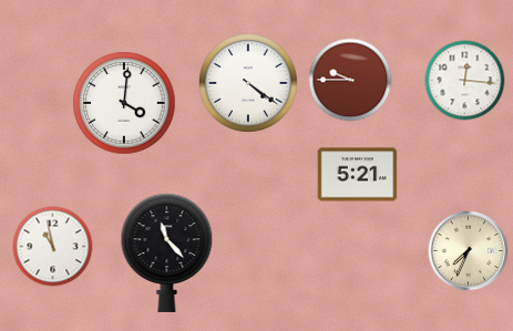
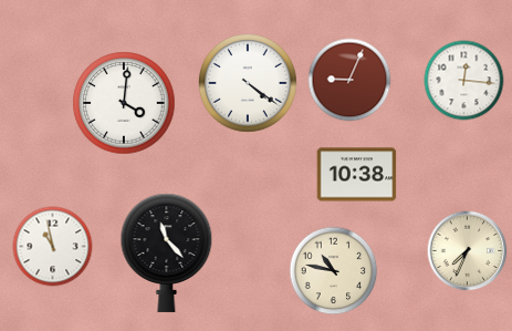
clock at (350, 80): 9:45 -> 9:04
clock at (358, 175): 5:21 -> 10:38
clock at (334, 271): none -> 10:47
